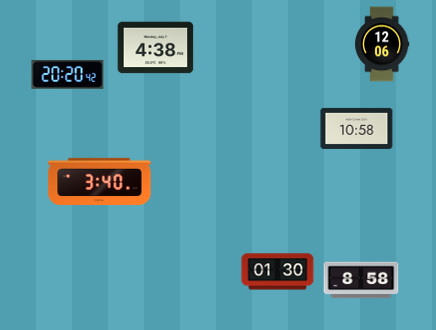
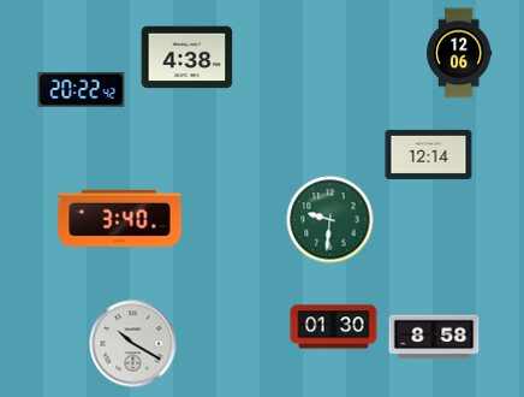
clock at (68, 75): 20:20 -> 20:22
clock at (357, 128): 10:58 -> 12:14
clock at (331, 220): none -> 9:31
clock at (133, 344): none -> 10:20
